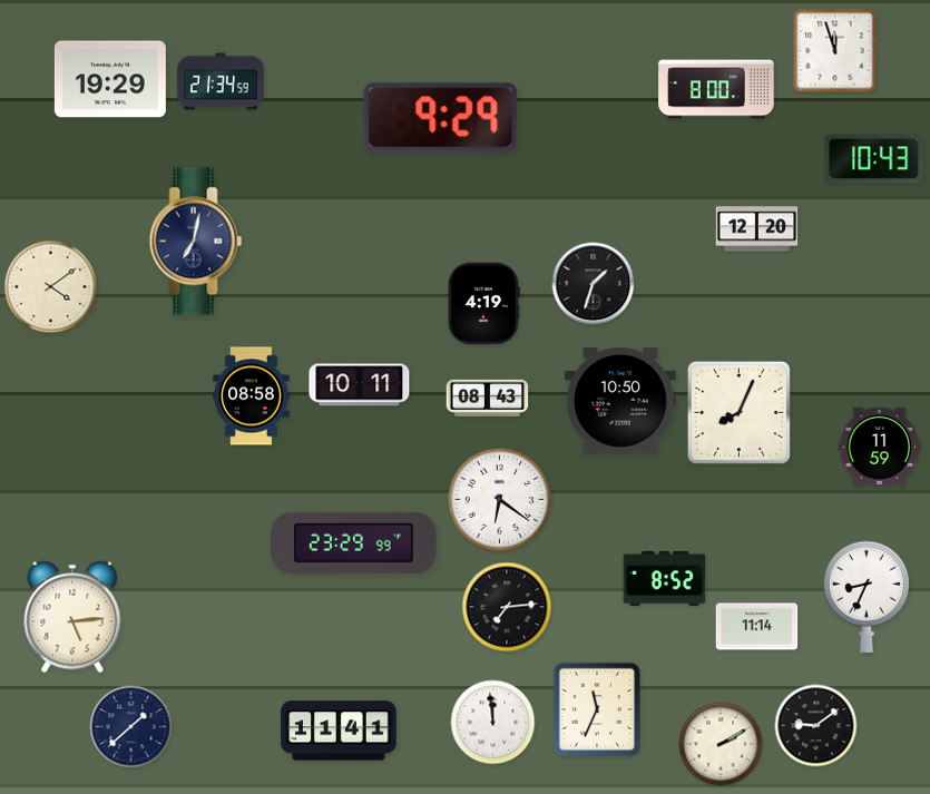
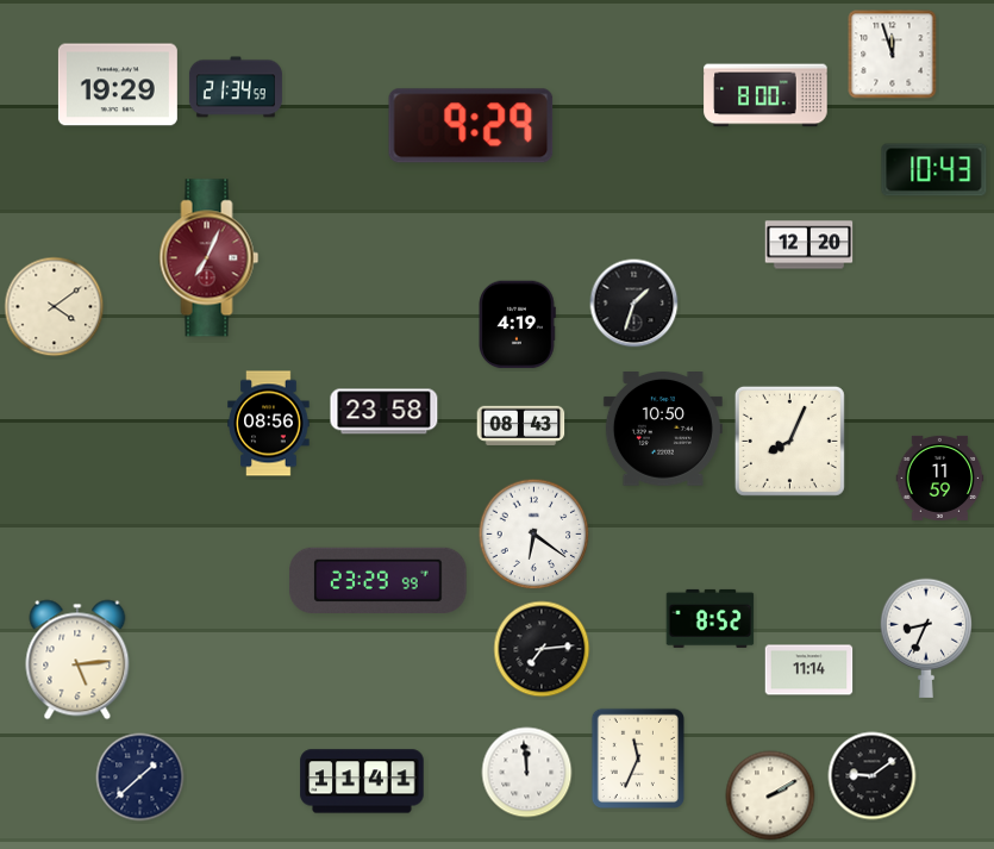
clock at (196, 242): 7:02 -> 7:04
clock at (196, 242) dial: navy -> burgundy
clock at (360, 385): 10:11 -> 23:58
clock at (252, 396): 08:58 -> 08:56
